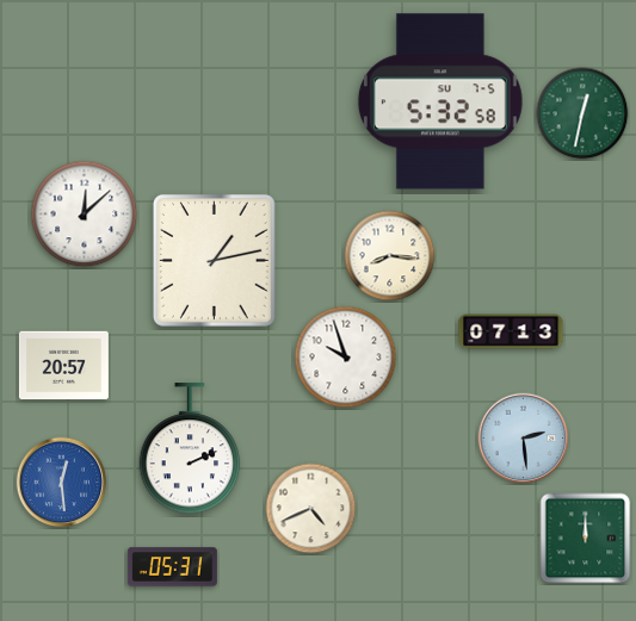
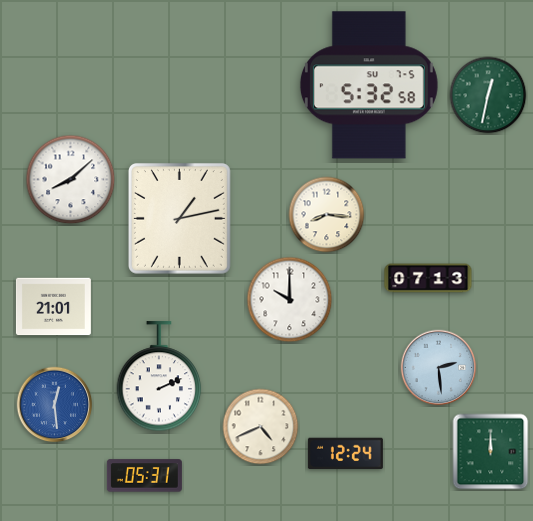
clock at (85, 215): 12:08 -> 8:08
clock at (346, 358): 9:57 -> 10:00
clock at (63, 366): 20:57 -> 21:01
clock at (62, 483) position: (62, 483) -> (55, 405)
clock at (345, 454): none -> 12:24
